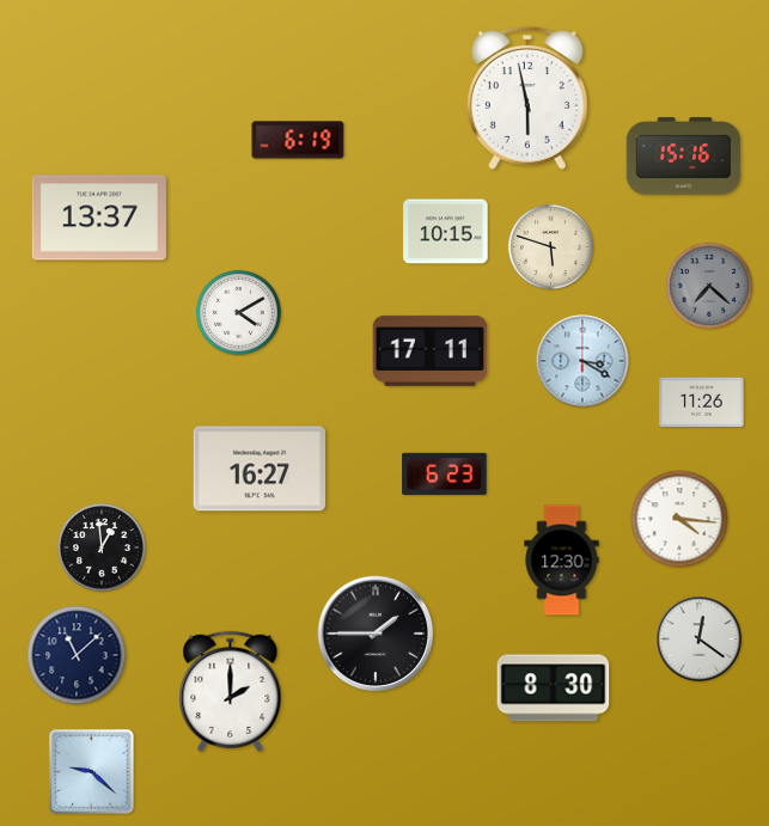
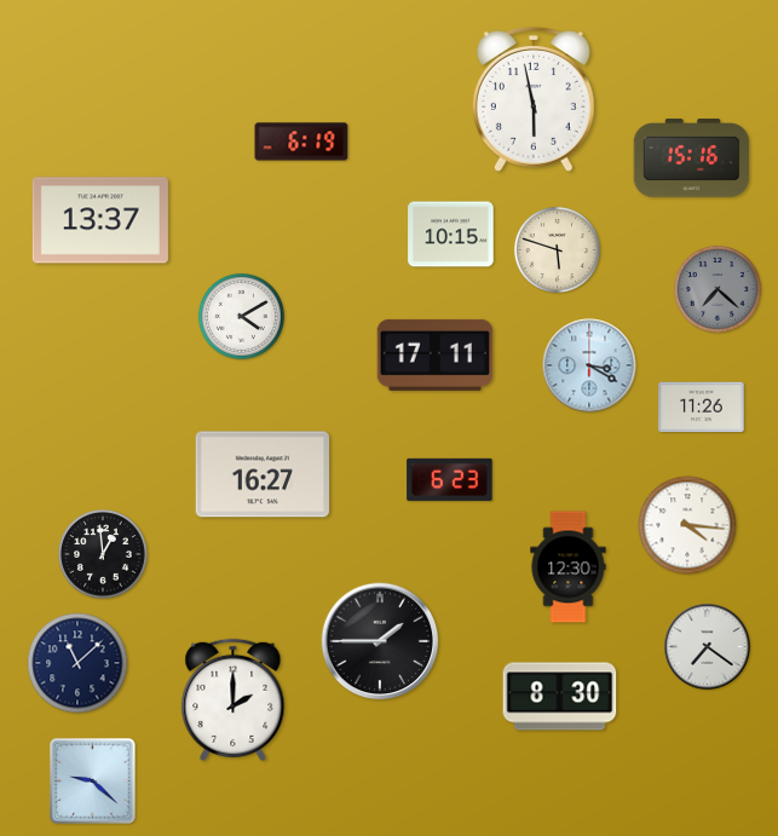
clock at (702, 403) position: (702, 403) -> (702, 408)
clock at (700, 640): 12:21 -> 7:21
